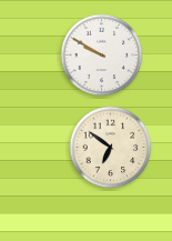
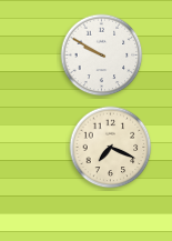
clock at (111, 148): 6:51 -> 7:19
